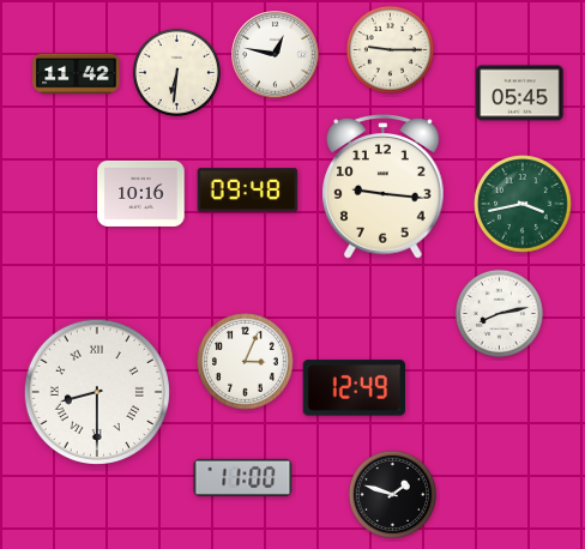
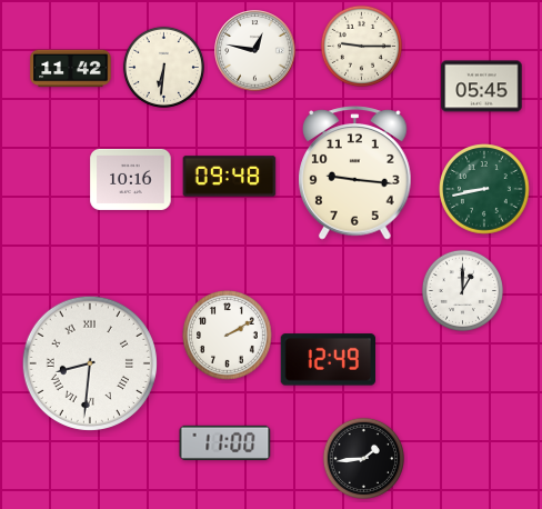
clock at (523, 204): 3:43 -> 8:43
clock at (499, 313): 8:13 -> 1:00
clock at (246, 362): 3:04 -> 2:10
clock at (97, 392): 8:30 -> 8:31
clock at (392, 494): 1:48 -> 1:44
